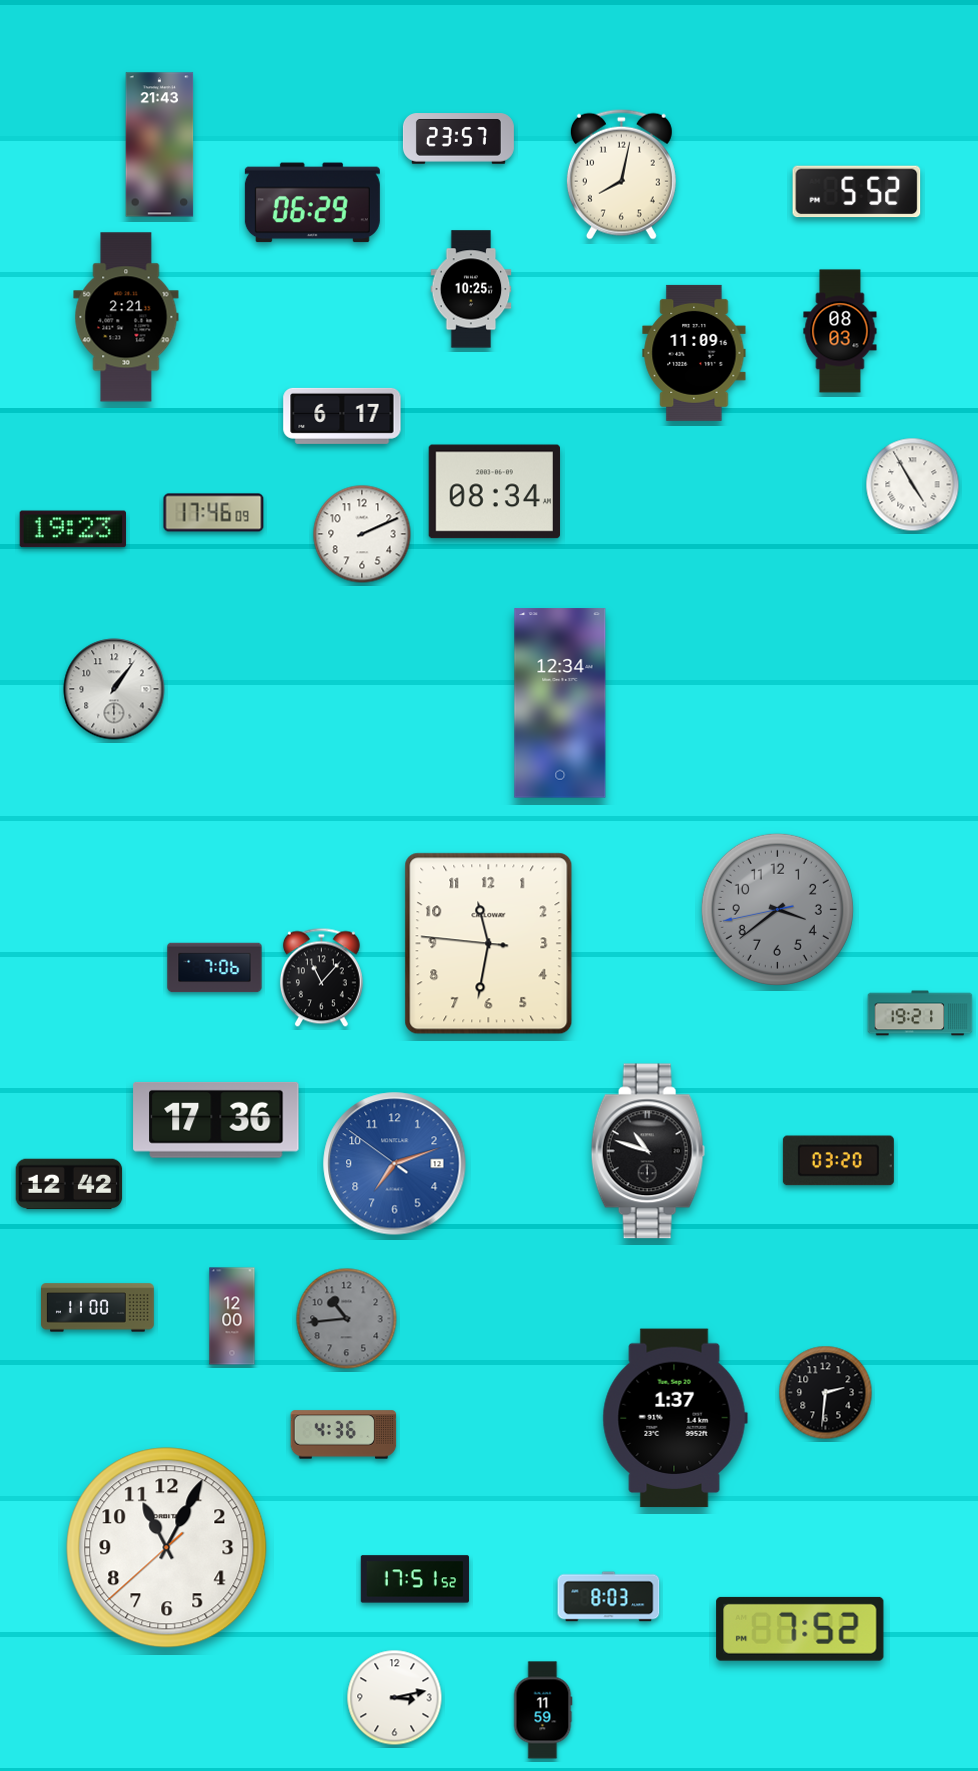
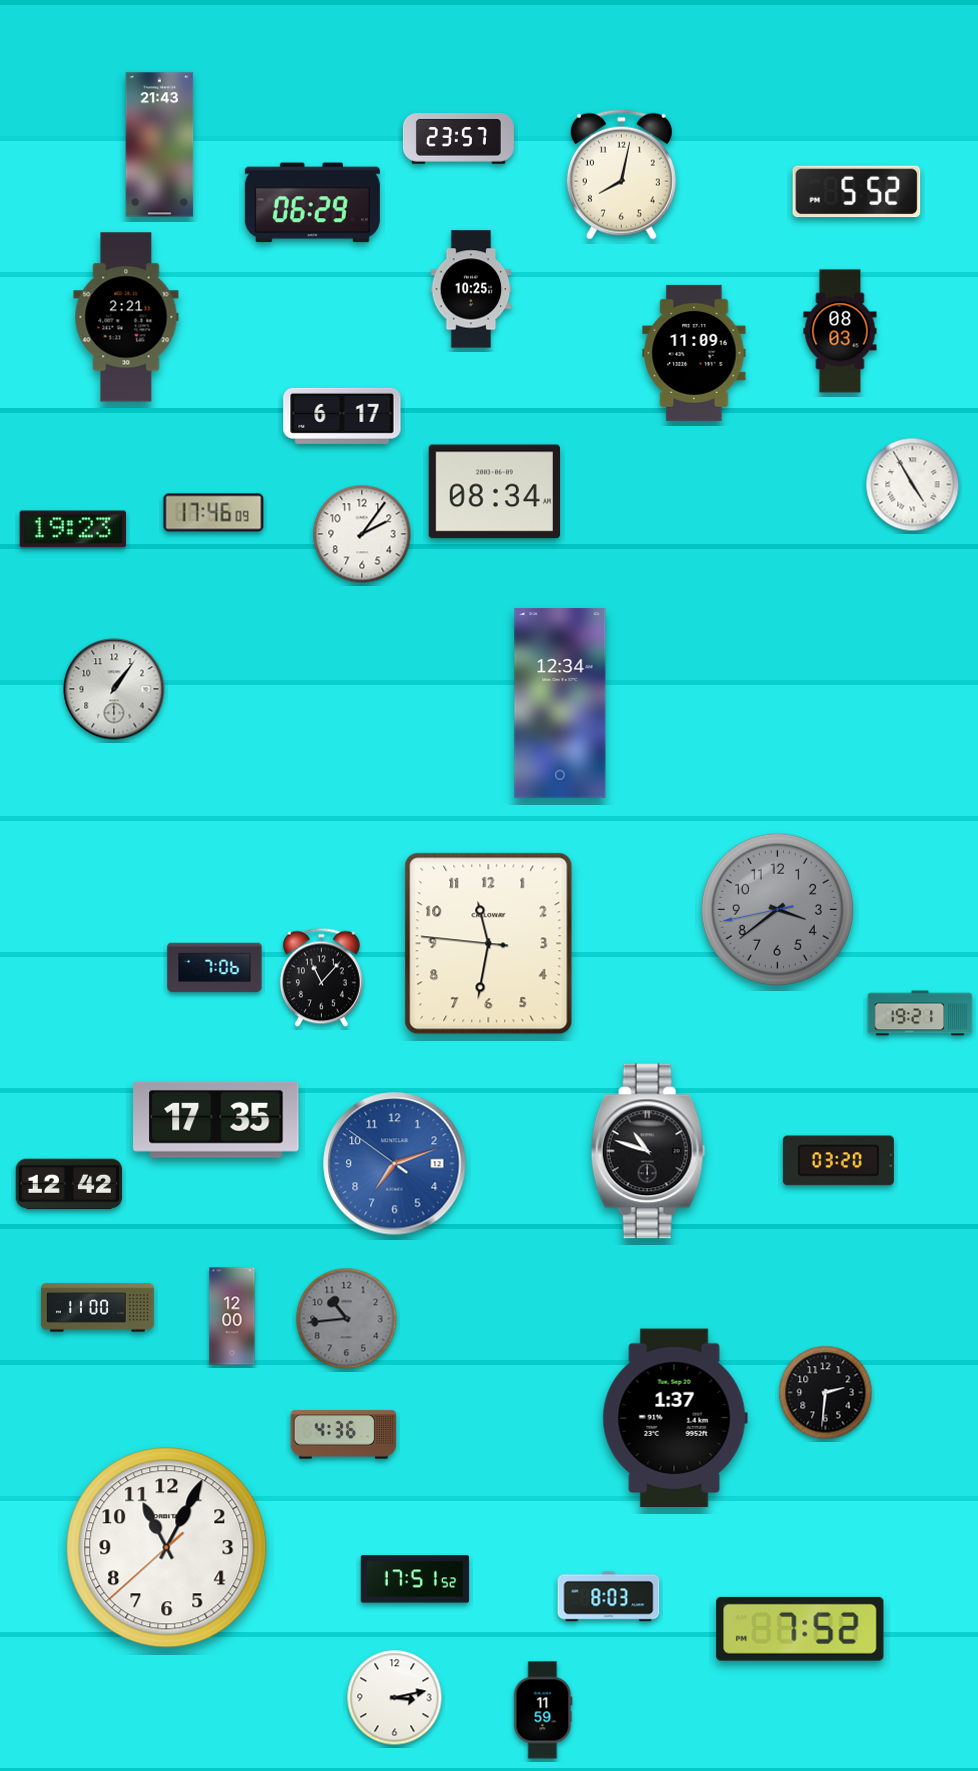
clock at (362, 534): 2:11 -> 2:06
clock at (216, 1120): 17:36 -> 17:35
